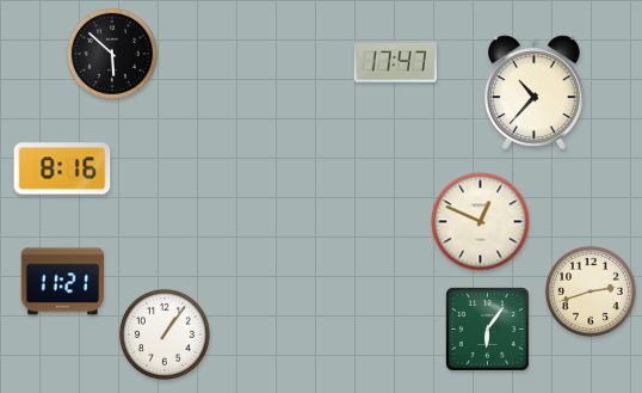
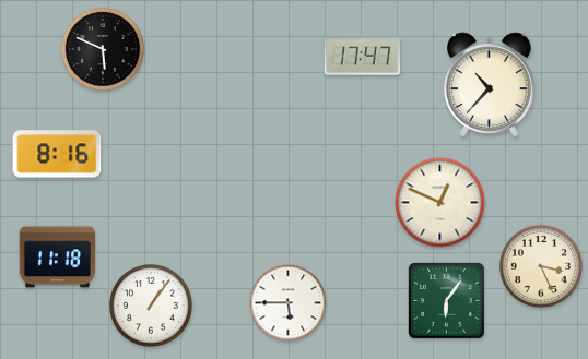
clock at (112, 54): 5:52 -> 5:49
clock at (63, 282): 11:21 -> 11:18
clock at (591, 291): 2:42 -> 3:26
clock at (289, 303): none -> 5:45
